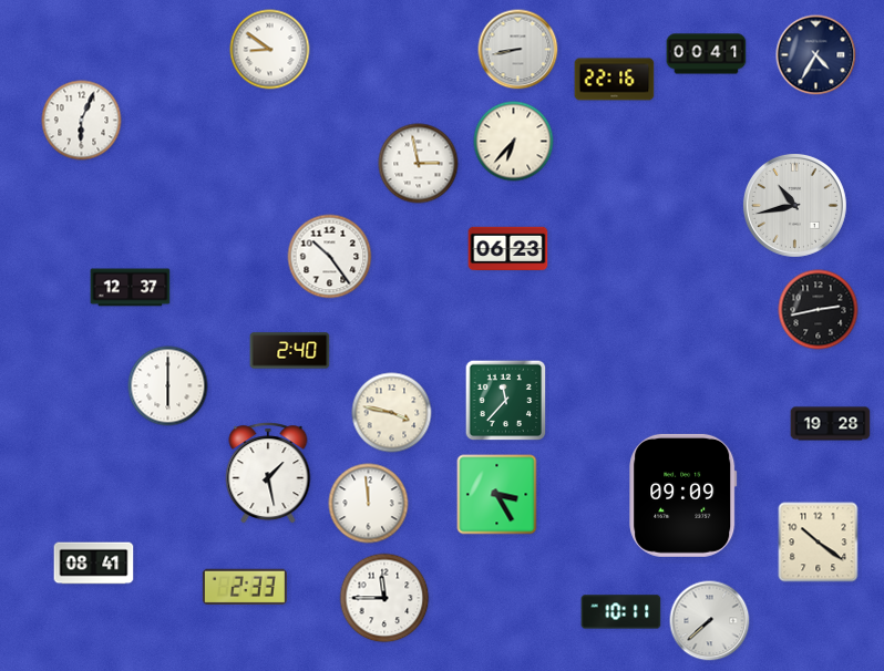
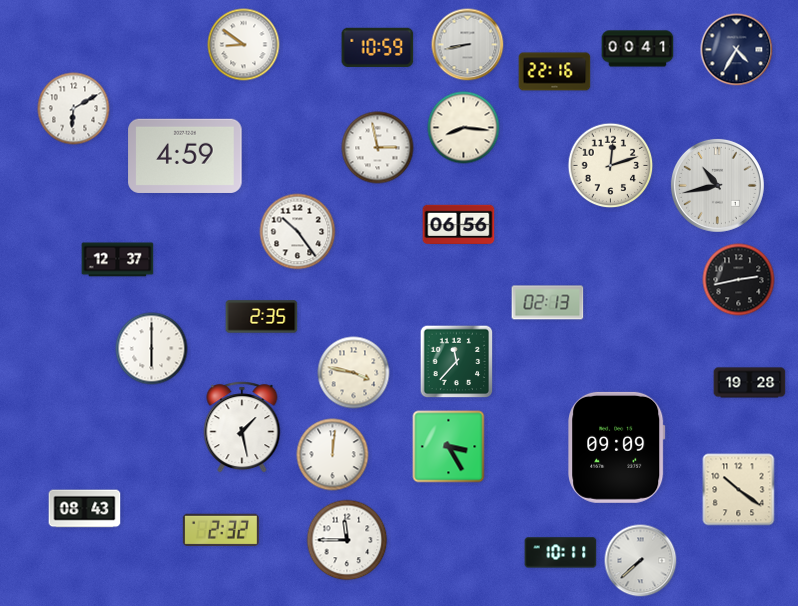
clock at (378, 47): none -> 10:59
clock at (82, 121): 6:04 -> 6:10
clock at (514, 142): 6:37 -> 8:16
clock at (185, 156): none -> 4:59
clock at (611, 166): none -> 12:12
clock at (508, 249): 06:23 -> 06:56
clock at (548, 303): none -> 02:13
clock at (290, 351): 2:40 -> 2:35
clock at (369, 504): 11:59 -> 12:01
clock at (94, 564): 08:41 -> 08:43
clock at (245, 586): 2:33 -> 2:32
